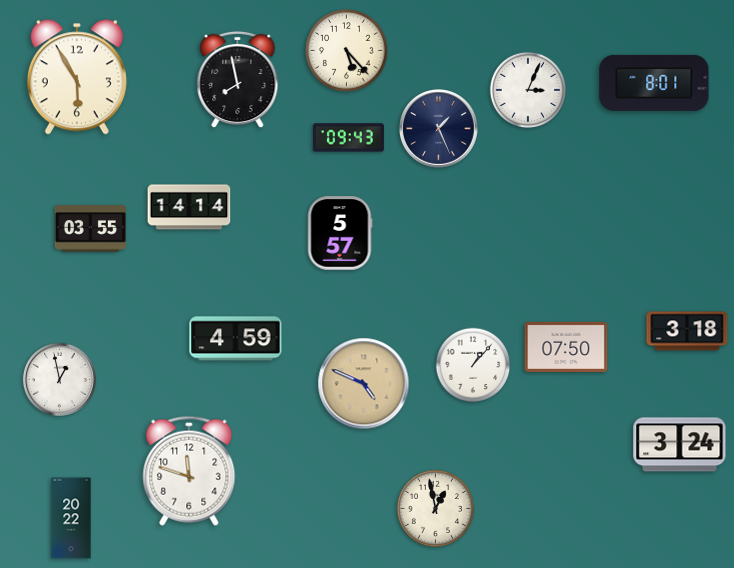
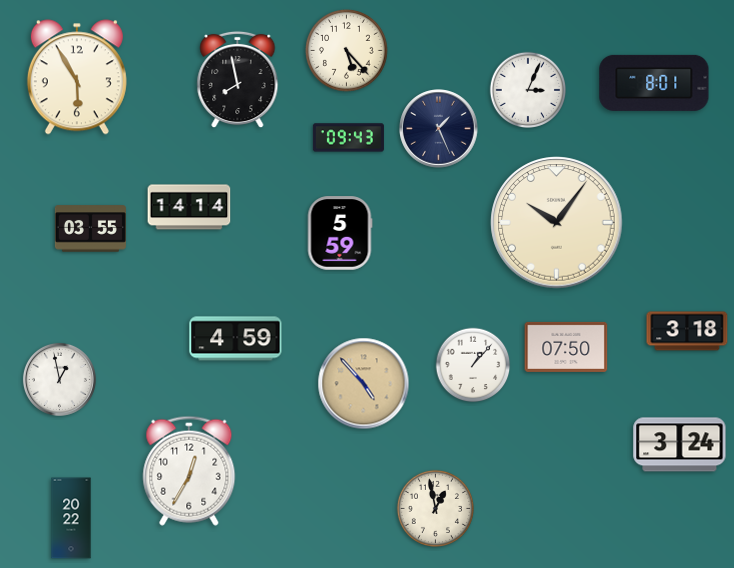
clock at (557, 223): none -> 10:06
clock at (340, 233): 5:57 -> 5:59
clock at (364, 384): 4:49 -> 4:53
clock at (189, 471): 11:48 -> 12:35
